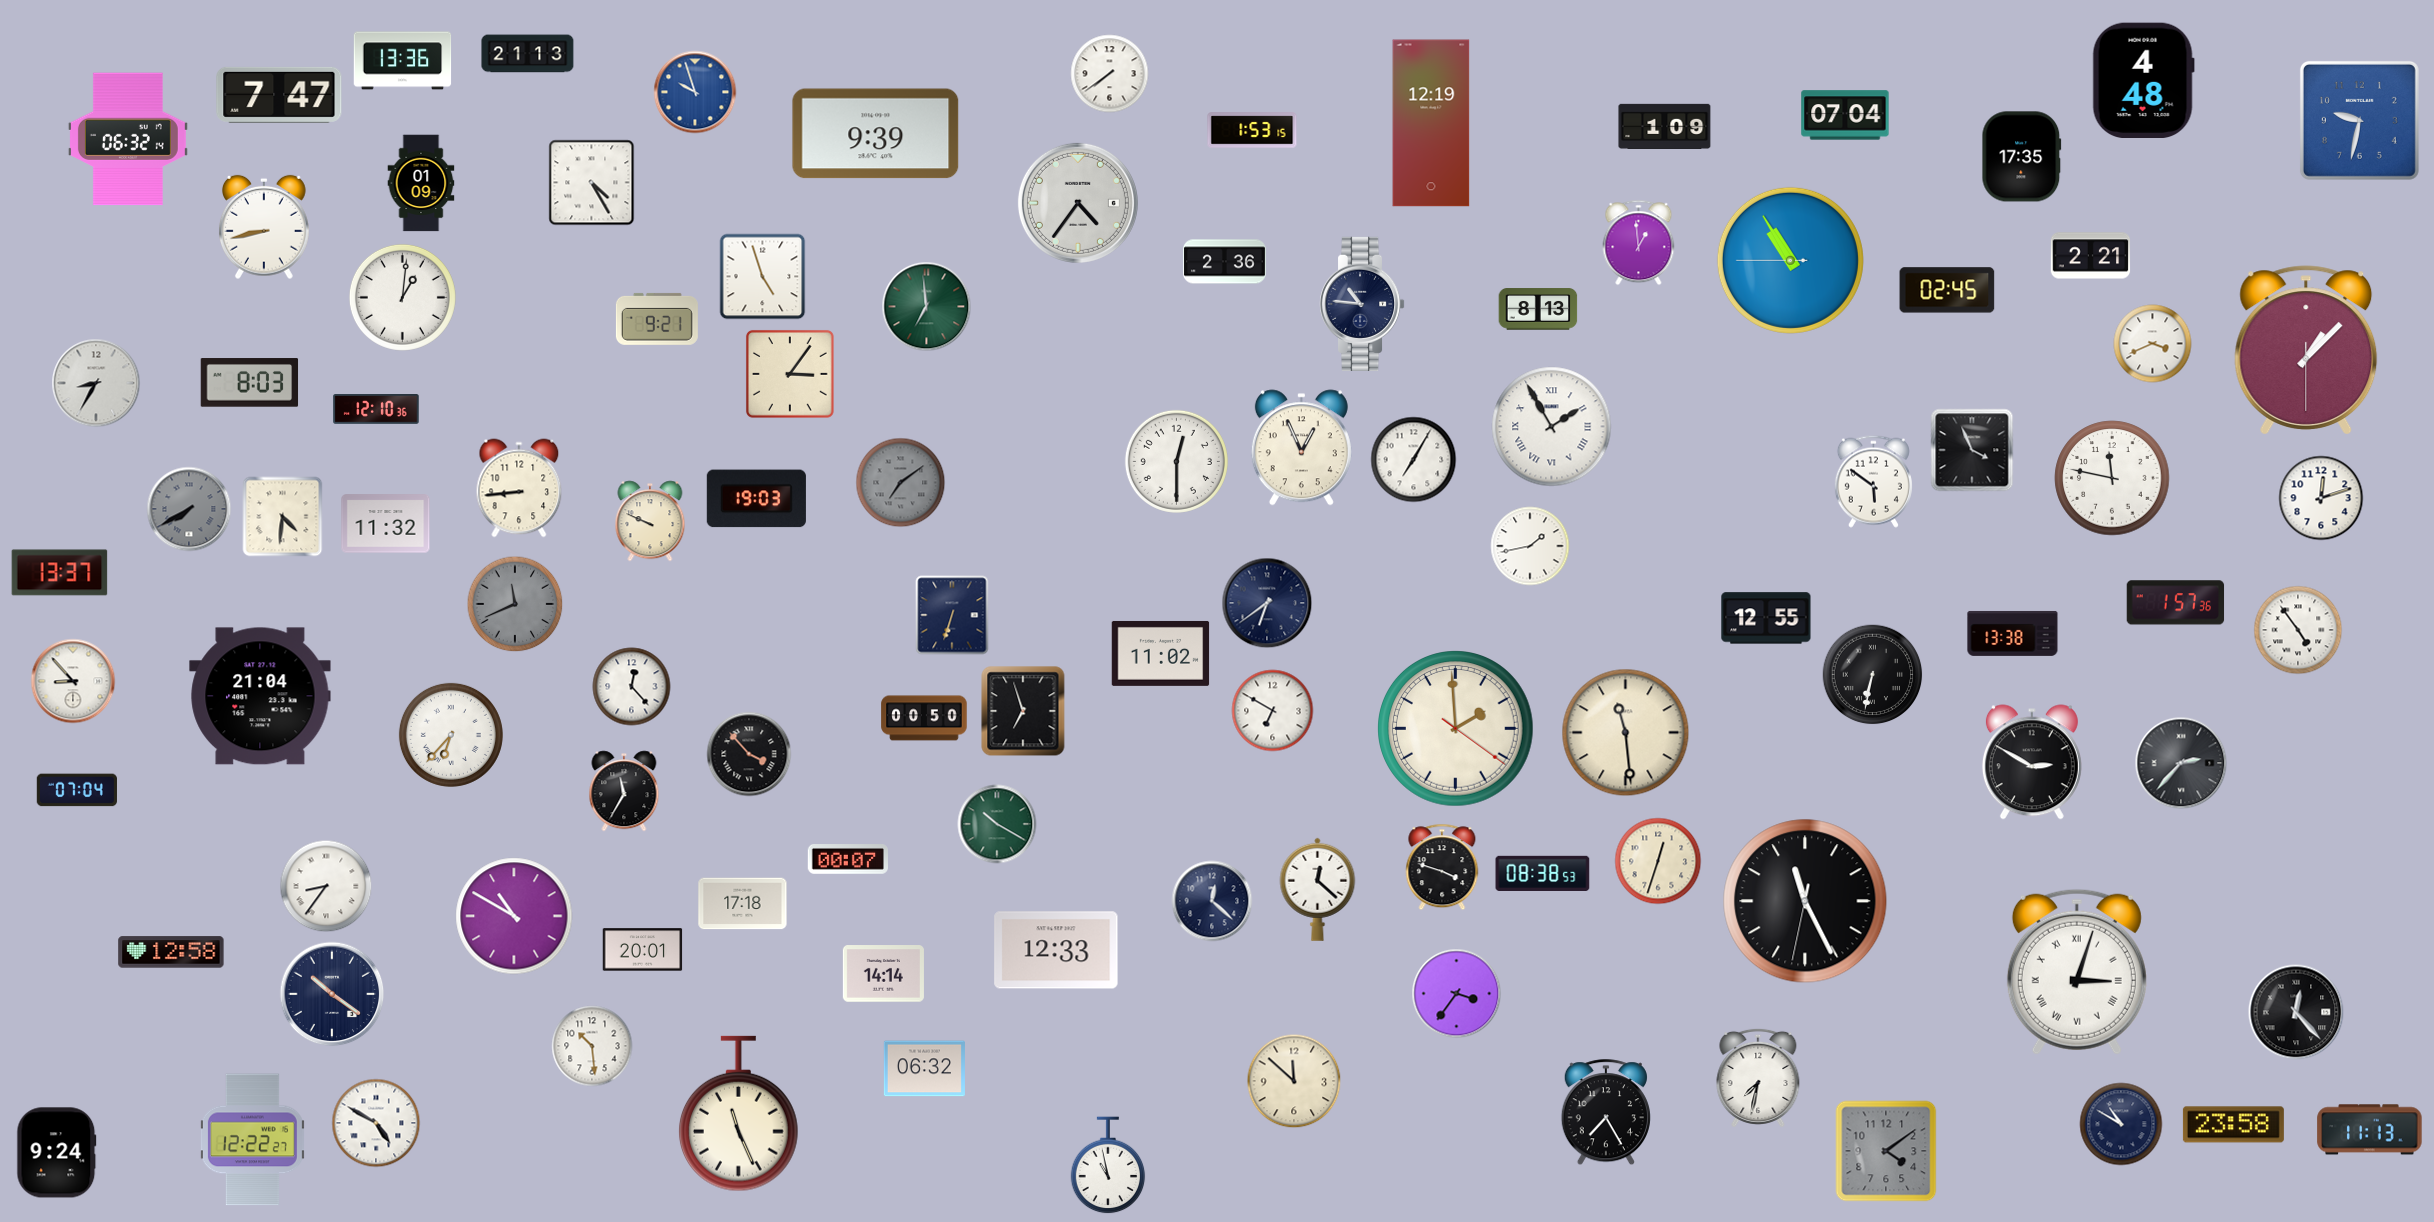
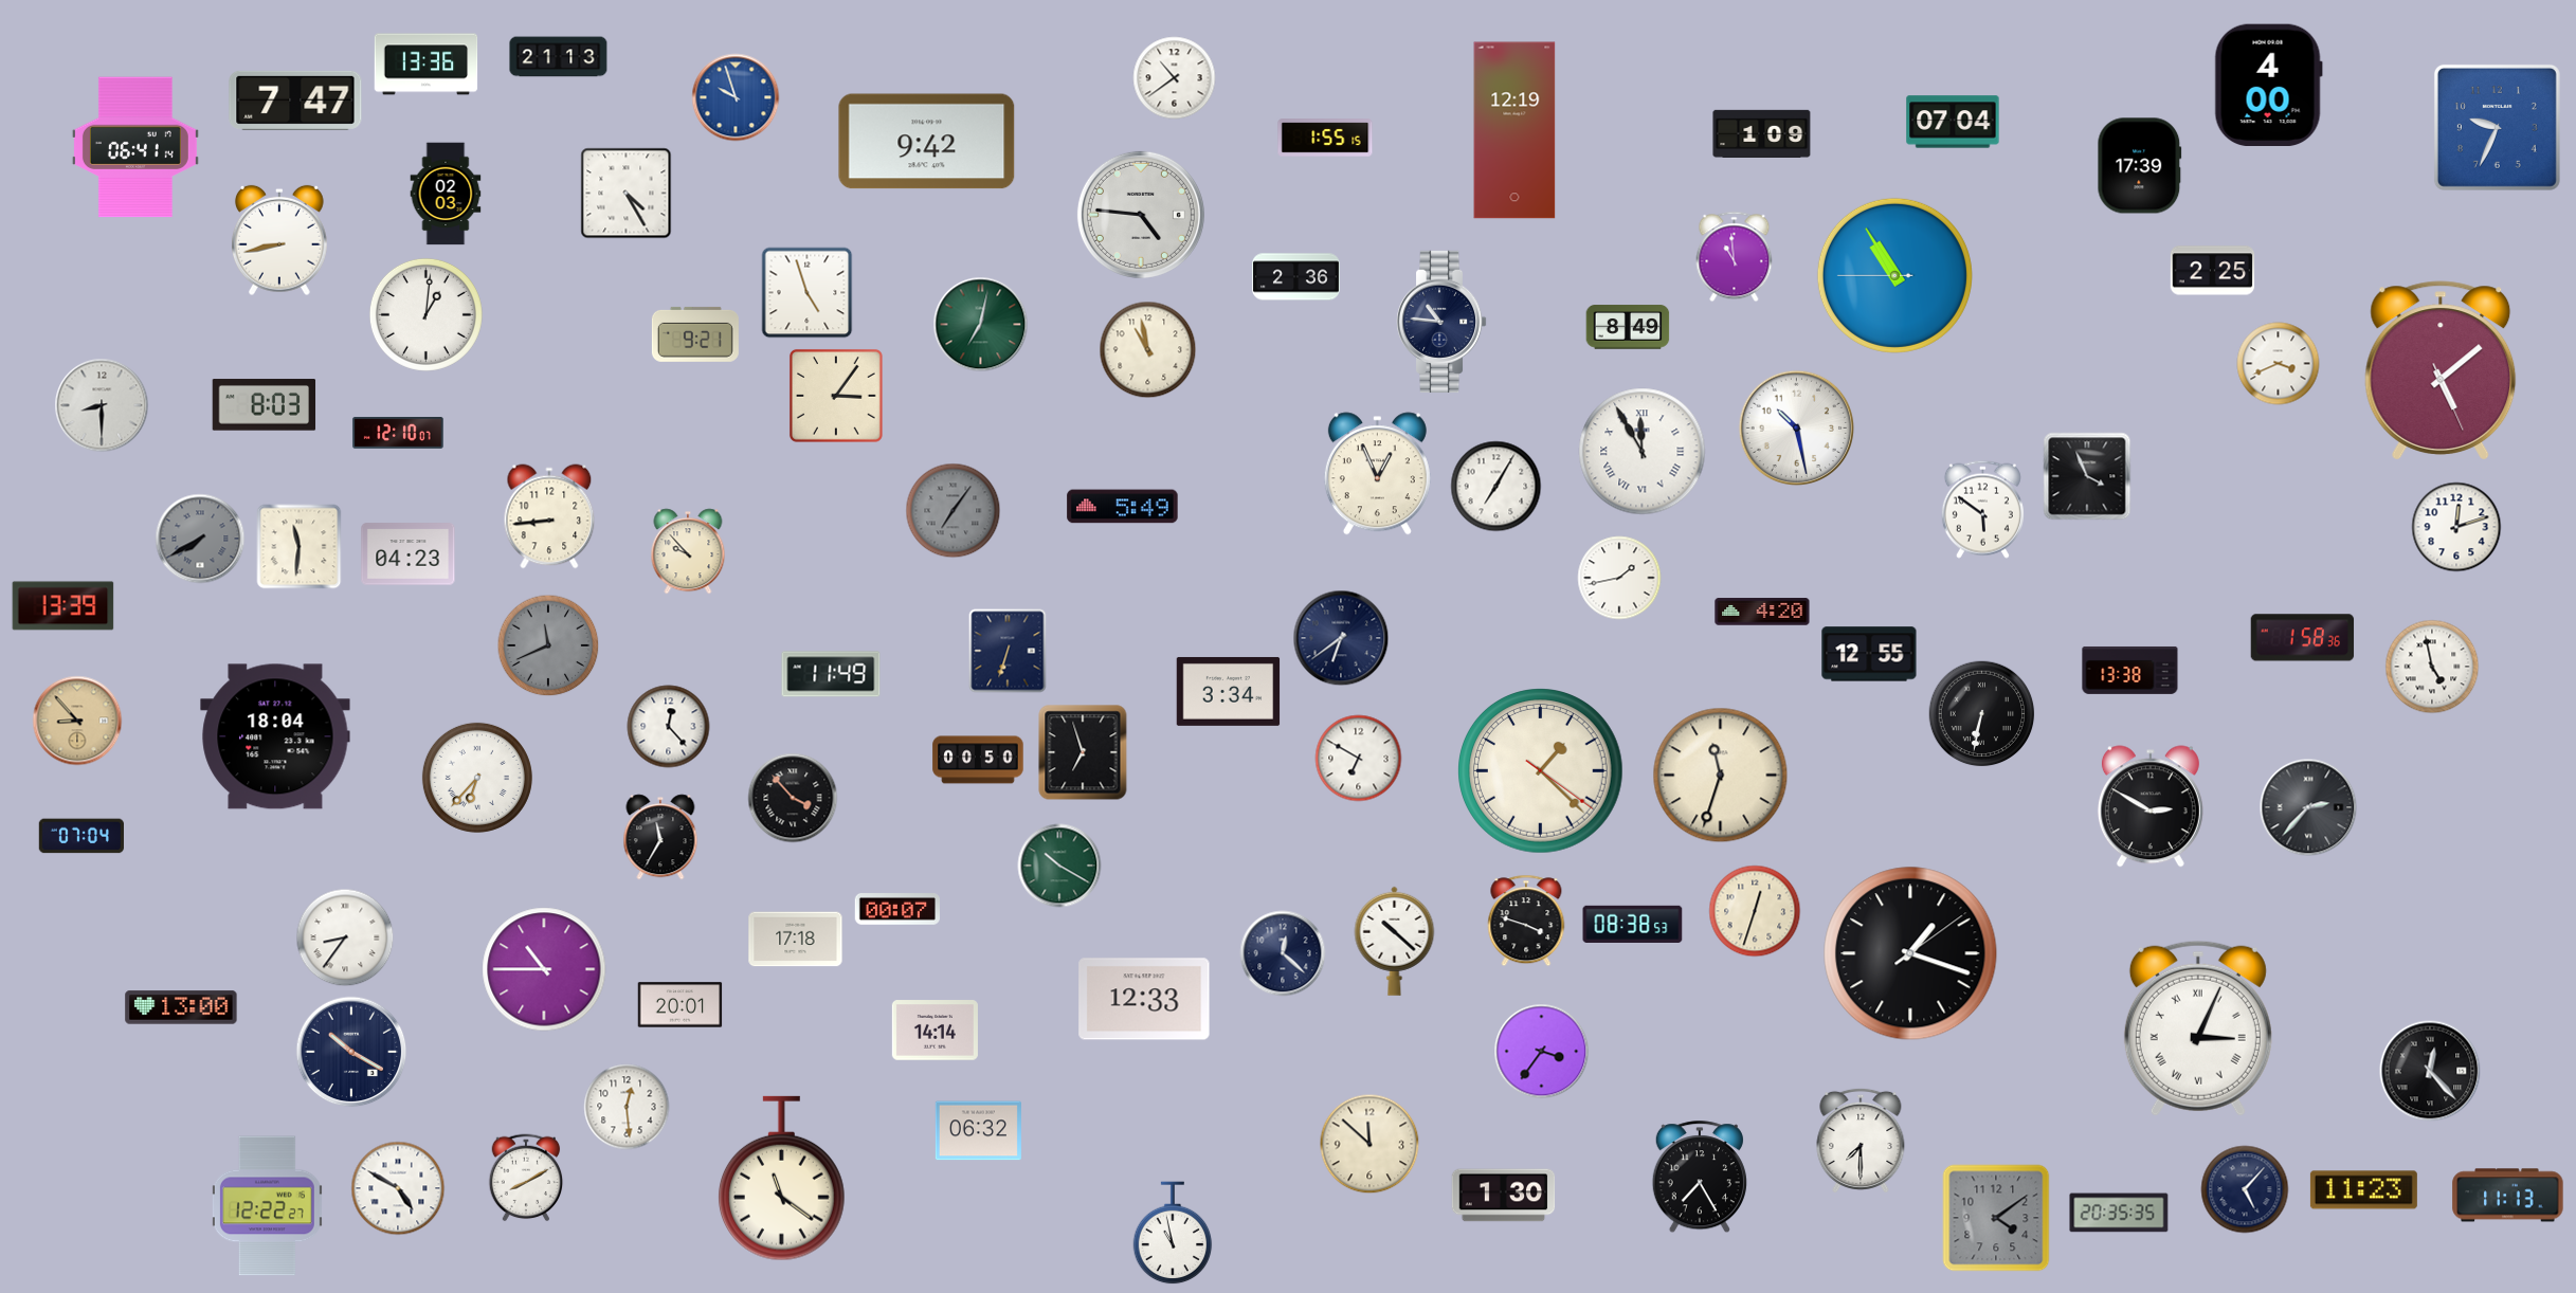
clock at (1110, 74): 7:39 -> 10:39
clock at (2143, 80): 4:48 -> 4:00
clock at (2359, 120): 9:32 -> 9:34
clock at (1252, 130): 1:53 -> 1:55
clock at (876, 134): 9:39 -> 9:42
clock at (128, 139): 06:32 -> 06:41
clock at (2022, 157): 17:35 -> 17:39
clock at (421, 183): 01:09 -> 02:03
clock at (1078, 203): 4:36 -> 4:46
clock at (1639, 243): 12:59 -> 10:59
clock at (2091, 256): 2:21 -> 2:25
clock at (1947, 290): 02:45 -> none
clock at (927, 307): 6:59 -> 7:02
clock at (1538, 309): 8:13 -> 8:49
clock at (657, 319) position: (657, 319) -> (695, 334)
clock at (1148, 350): none -> 10:58
clock at (2306, 350): 1:07 -> 5:08
clock at (96, 383): 8:35 -> 8:30
clock at (1797, 429): none -> 10:28
clock at (376, 410): 12:10:36 -> 12:10:07
clock at (1552, 427): 1:55 -> 11:55
clock at (1176, 461): 12:30 -> none
clock at (2112, 478): 11:47 -> none
clock at (1123, 507): none -> 5:49
clock at (901, 483): 7:09 -> 7:06
clock at (756, 499): 19:03 -> none
clock at (283, 517): 4:31 -> 11:31
clock at (650, 521): 9:49 -> 9:53
clock at (386, 524): 11:32 -> 04:23
clock at (60, 573): 13:37 -> 13:39
clock at (1762, 612): none -> 4:20
clock at (2176, 603): 1:57 -> 1:58
clock at (515, 604) position: (515, 604) -> (548, 645)
clock at (2298, 630): 4:54 -> 4:58
clock at (831, 674): none -> 11:49
clock at (1161, 653): 11:02 -> 3:34
clock at (73, 681) dial: white -> champagne
clock at (260, 696): 21:04 -> 18:04
clock at (1273, 711) position: (1273, 711) -> (1359, 759)
clock at (1456, 729): 1:59 -> 1:22
clock at (1626, 733): 11:29 -> 11:33
clock at (997, 824) position: (997, 824) -> (1059, 866)
clock at (1442, 867) position: (1442, 867) -> (1526, 921)
clock at (1318, 889): 12:22 -> 10:22
clock at (1805, 901): 11:25 -> 1:18
clock at (743, 904) position: (743, 904) -> (796, 940)
clock at (514, 916): 10:50 -> 10:45
clock at (1056, 950) position: (1056, 950) -> (1144, 999)
clock at (171, 952): 12:58 -> 13:00
clock at (2077, 972): 3:03 -> 3:04
clock at (332, 994): 10:21 -> 10:20
clock at (592, 1046): 10:29 -> 12:29
clock at (1758, 1078): 7:32 -> 7:30
clock at (526, 1178): none -> 8:10
clock at (738, 1114): 11:26 -> 11:21
clock at (2121, 1124): 10:50 -> 5:07
clock at (2233, 1125): 23:58 -> 11:23
clock at (1504, 1196): none -> 1:30
clock at (2119, 1213): none -> 20:35
clock at (57, 1153): 9:24 -> none
